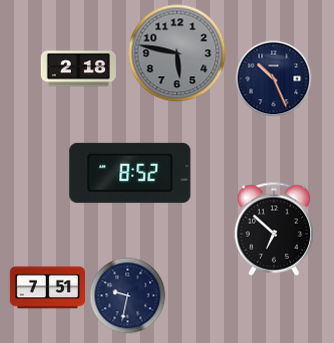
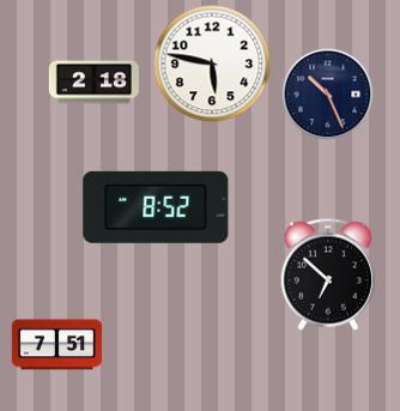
clock at (177, 53) dial: grey -> white
clock at (128, 296): 9:32 -> none
